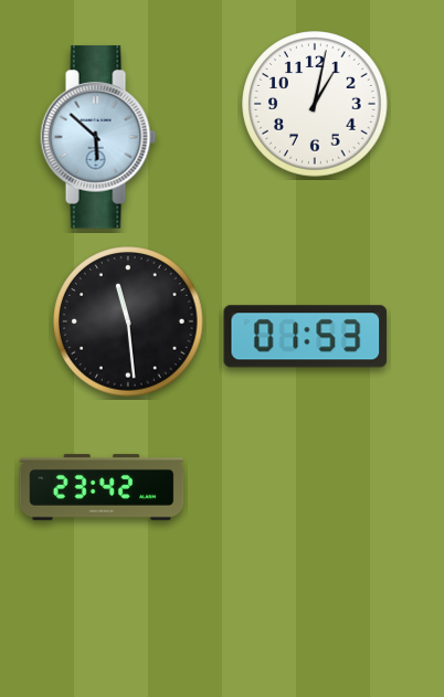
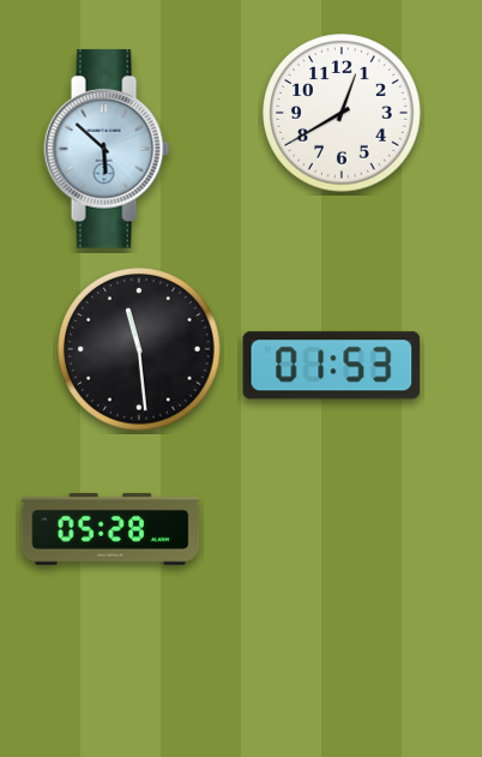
clock at (315, 104): 1:02 -> 12:40
clock at (102, 487): 23:42 -> 05:28
